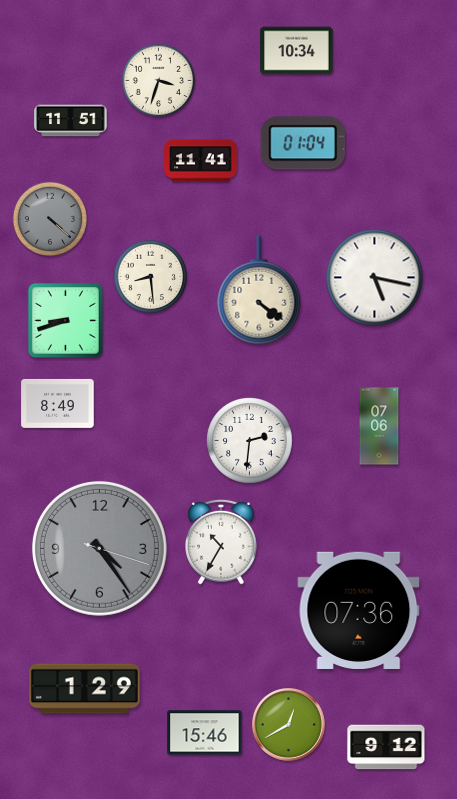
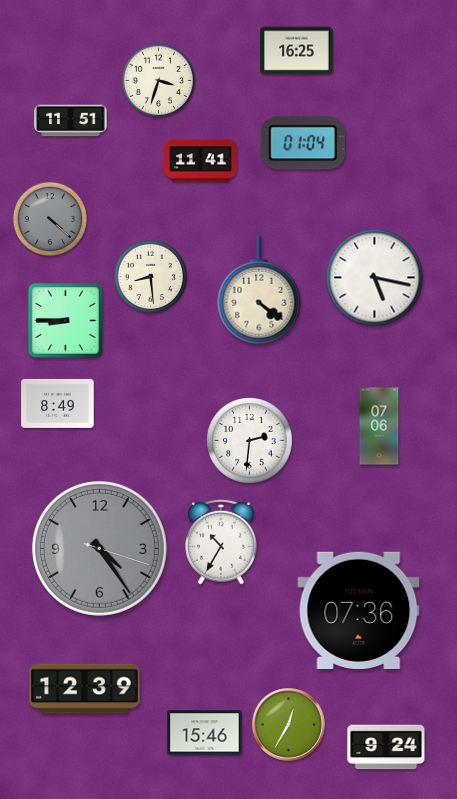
clock at (297, 51): 10:34 -> 16:25
clock at (65, 320): 8:42 -> 8:45
clock at (85, 689): 1:29 -> 12:39
clock at (289, 725): 12:40 -> 12:35
clock at (386, 747): 9:12 -> 9:24
